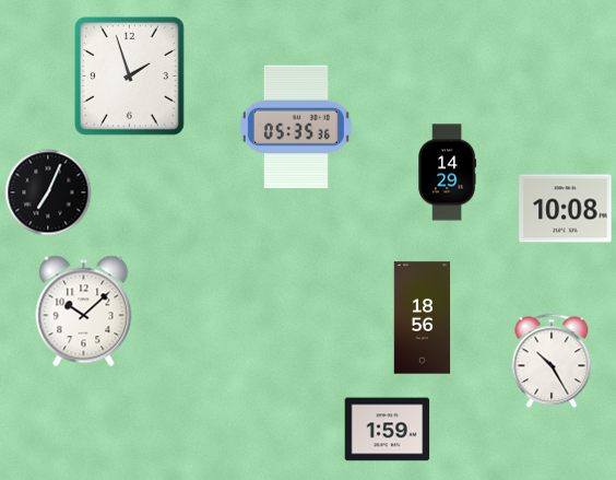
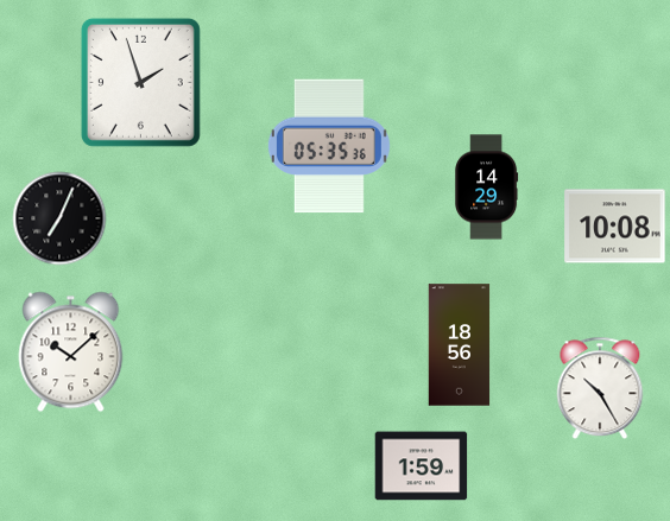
clock at (296, 127) position: (296, 127) -> (329, 146)
clock at (48, 192) position: (48, 192) -> (59, 218)
clock at (84, 312) position: (84, 312) -> (71, 352)
clock at (552, 361) position: (552, 361) -> (600, 388)
